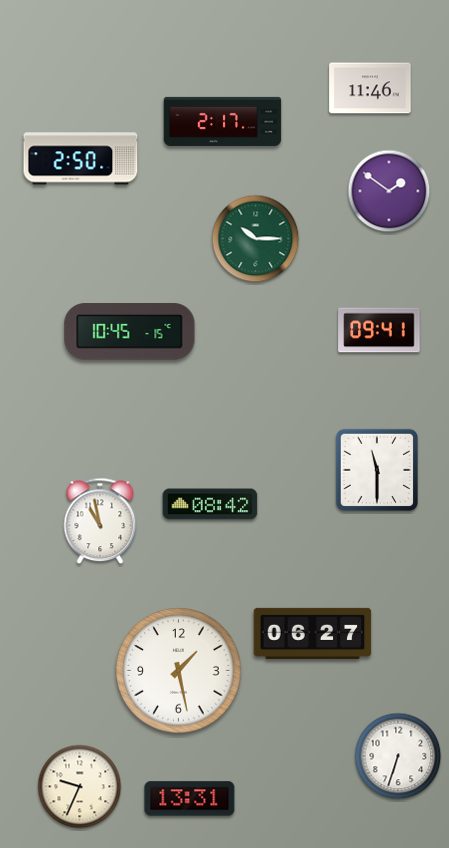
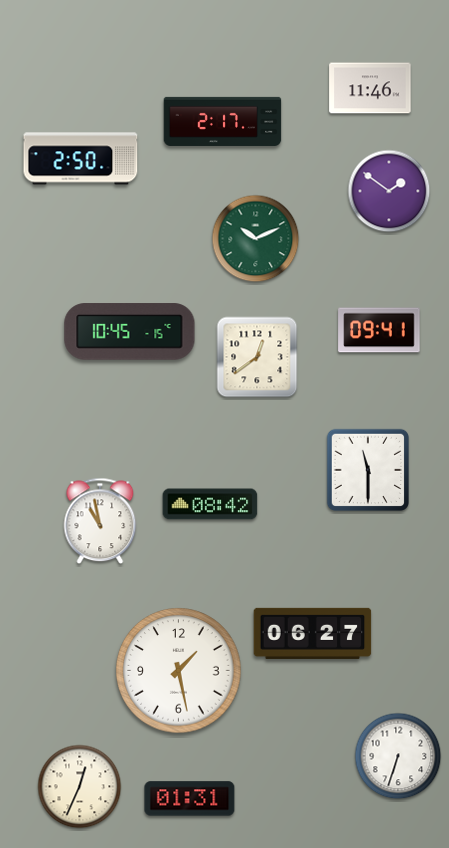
clock at (256, 239): 10:15 -> 10:11
clock at (257, 357): none -> 12:39
clock at (376, 469) position: (376, 469) -> (367, 469)
clock at (80, 787): 9:34 -> 12:34
clock at (190, 799): 13:31 -> 01:31
